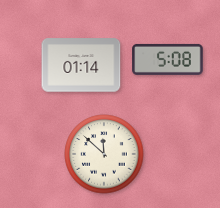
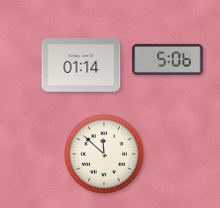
clock at (168, 59): 5:08 -> 5:06
